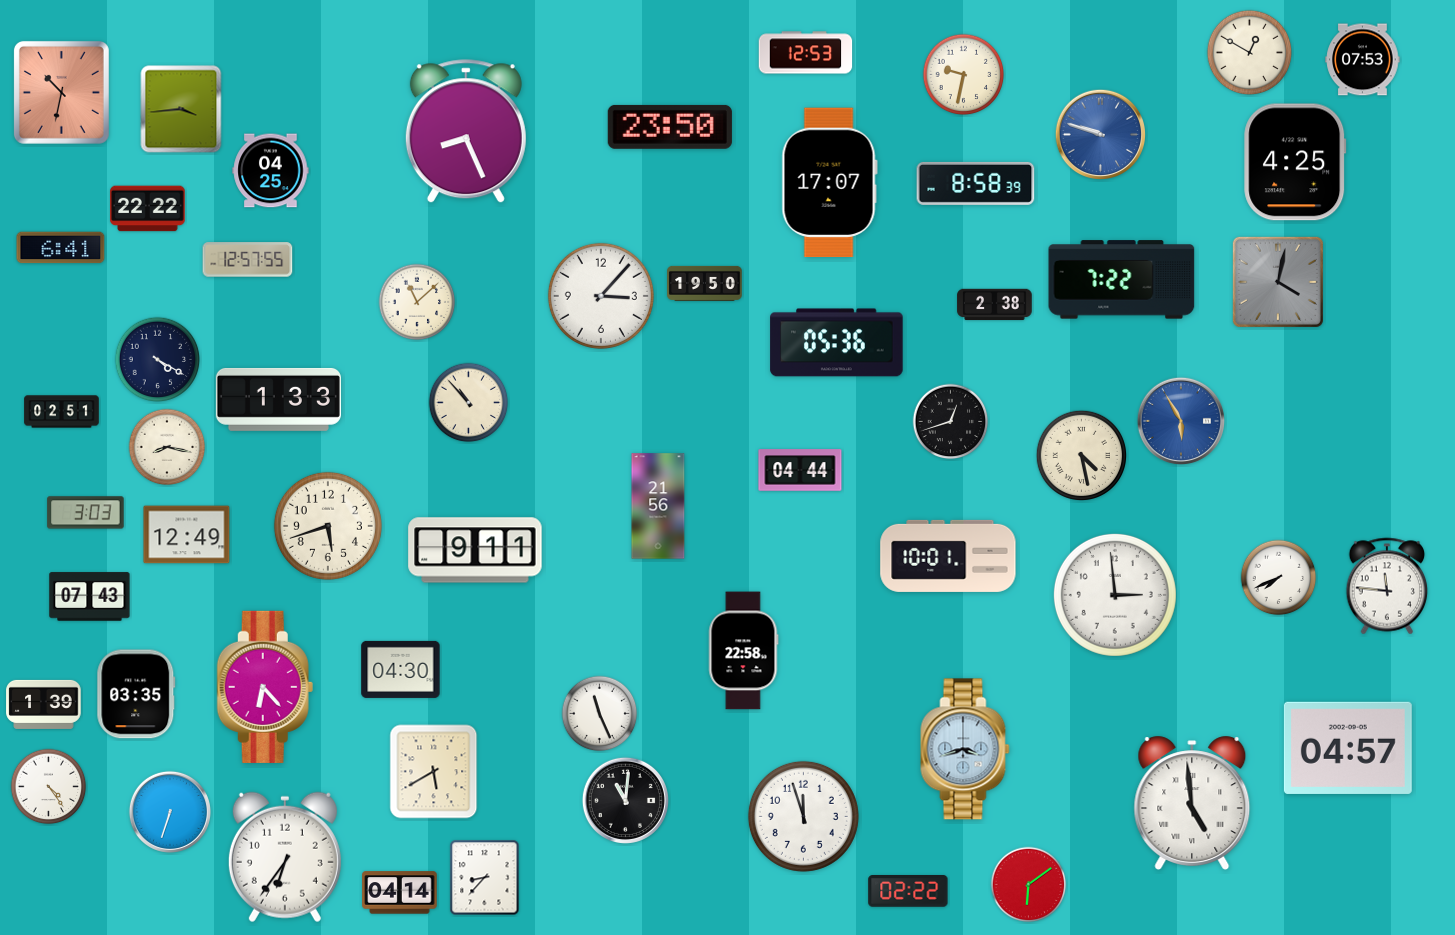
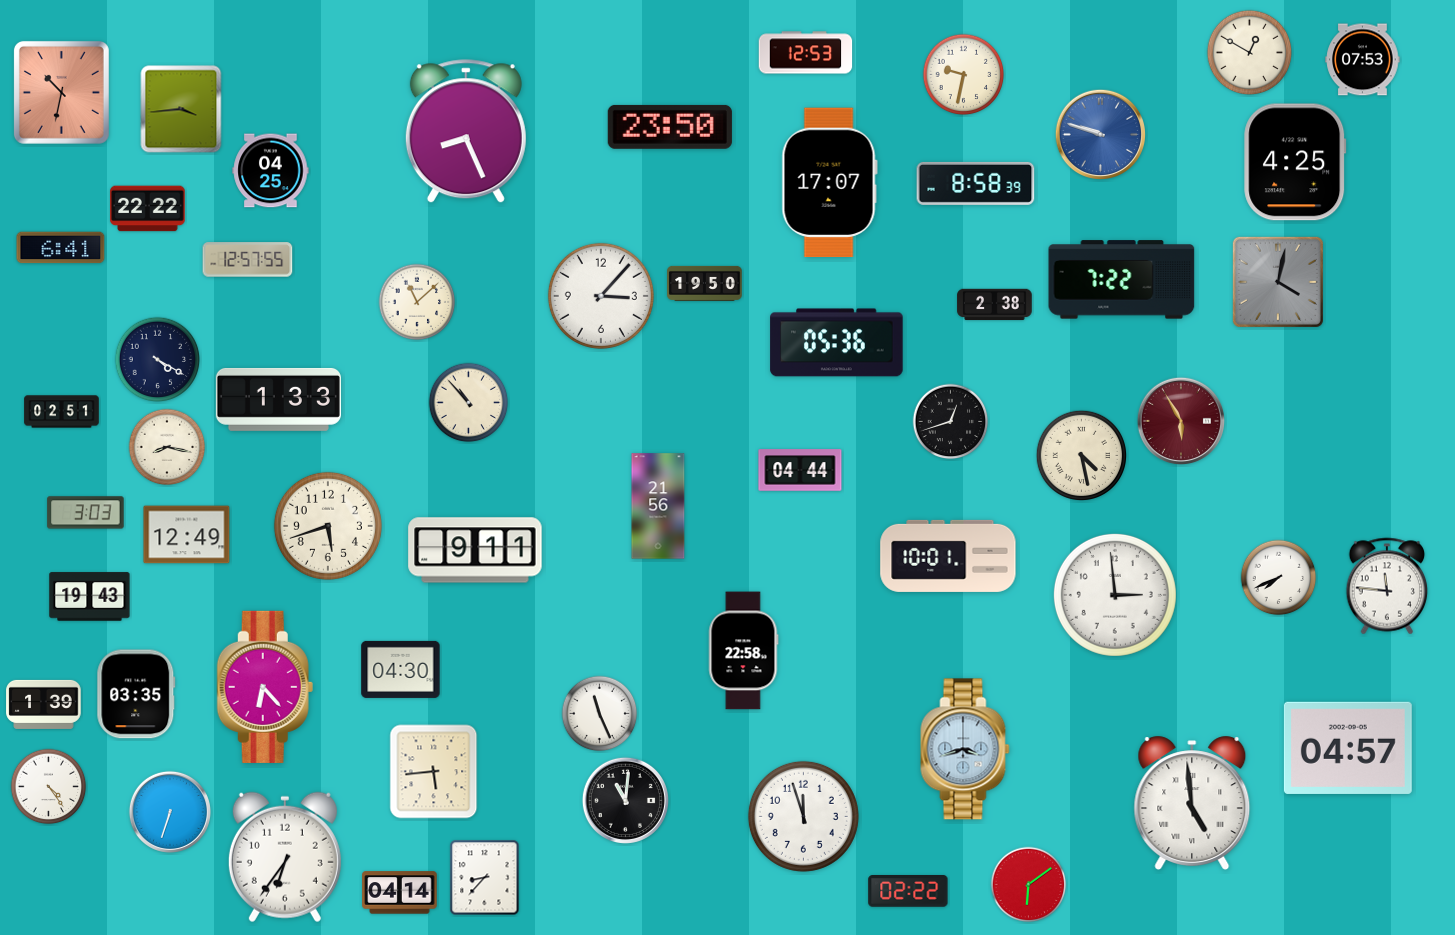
clock at (1180, 420) dial: blue -> burgundy
clock at (90, 597): 07:43 -> 19:43
clock at (434, 772): 5:40 -> 5:44
